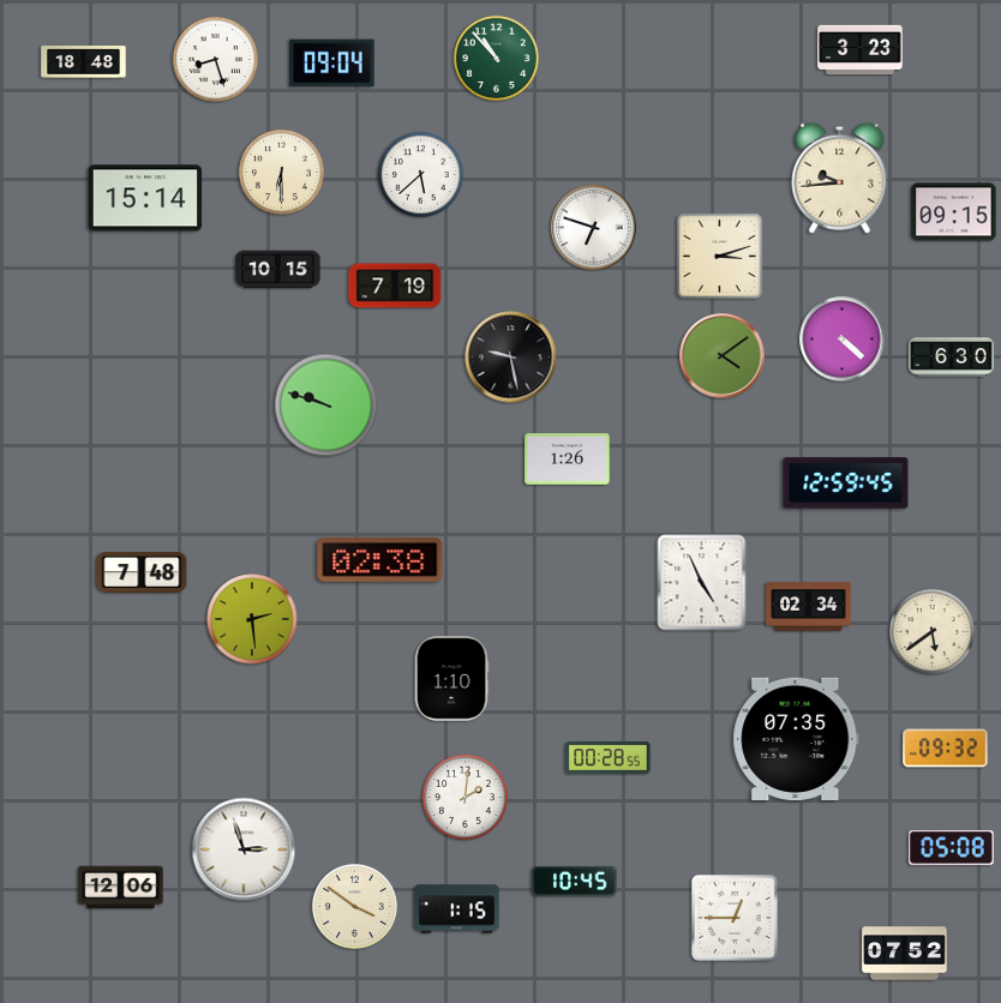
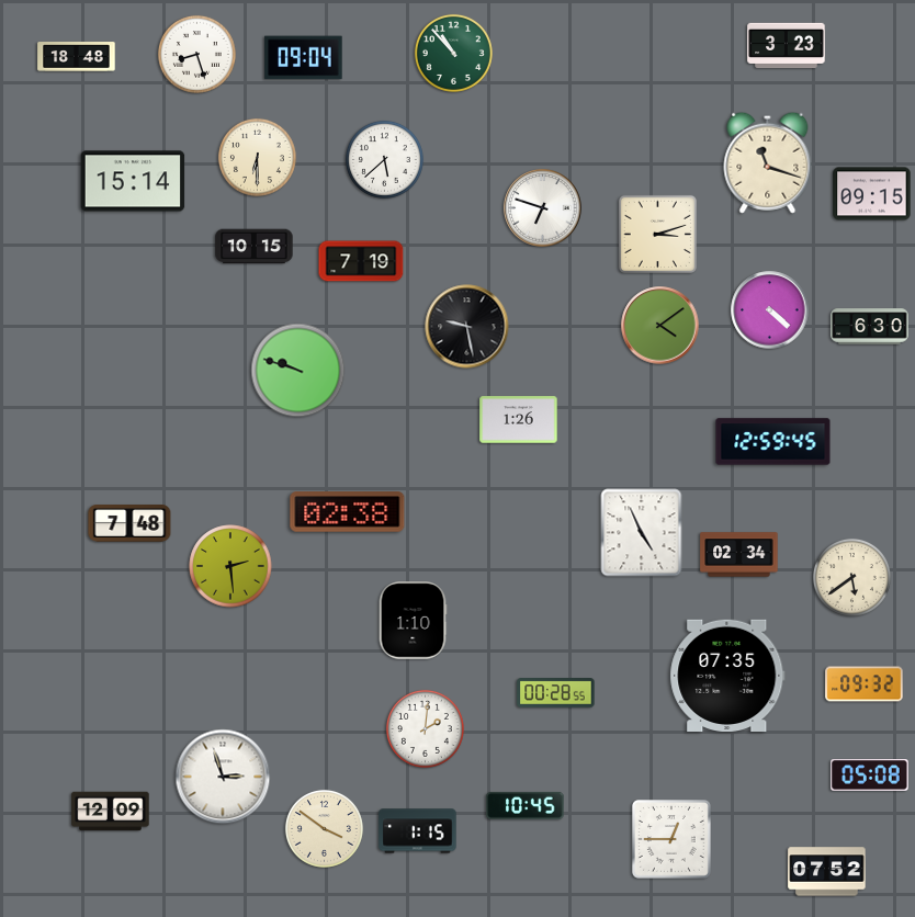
clock at (840, 178): 9:44 -> 11:18
clock at (121, 888): 12:06 -> 12:09
